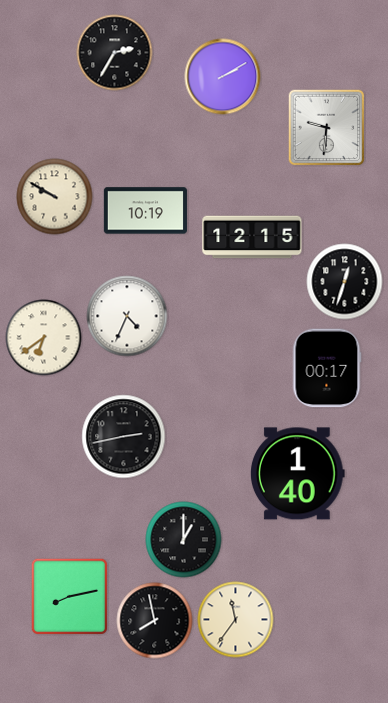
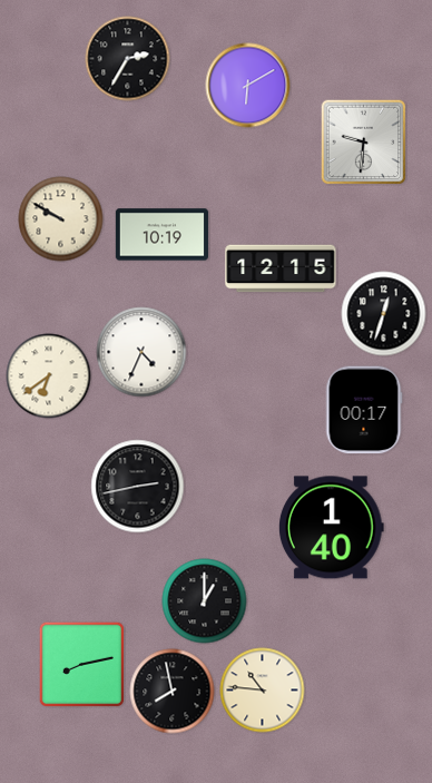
clock at (223, 77): 2:10 -> 6:10
clock at (252, 237) position: (252, 237) -> (281, 268)
clock at (69, 596) position: (69, 596) -> (81, 664)
clock at (236, 620): 11:36 -> 10:46
